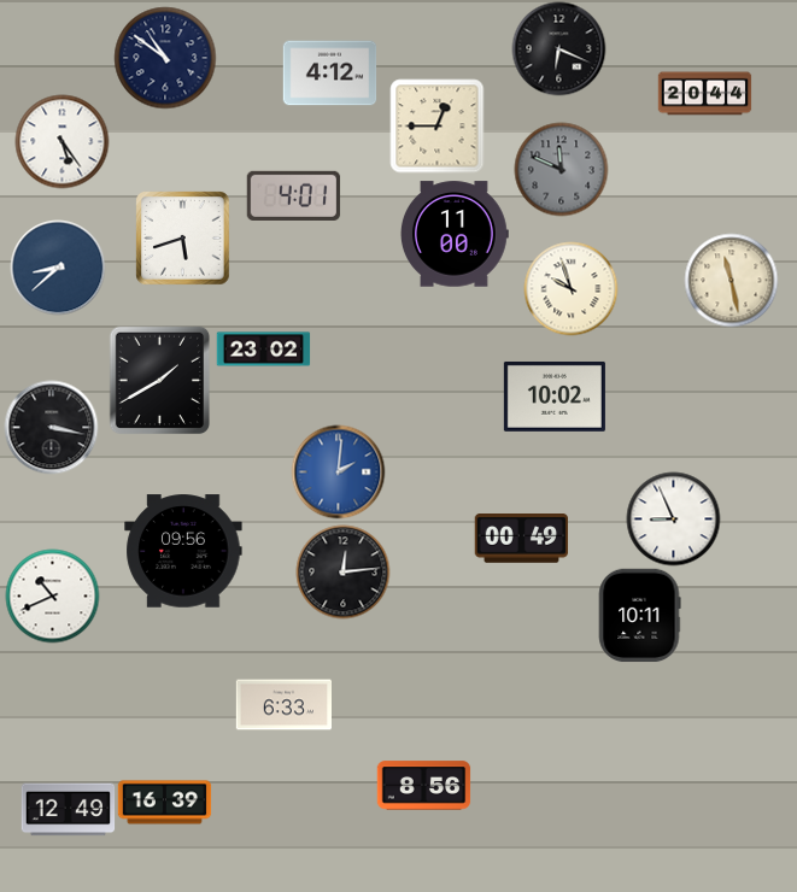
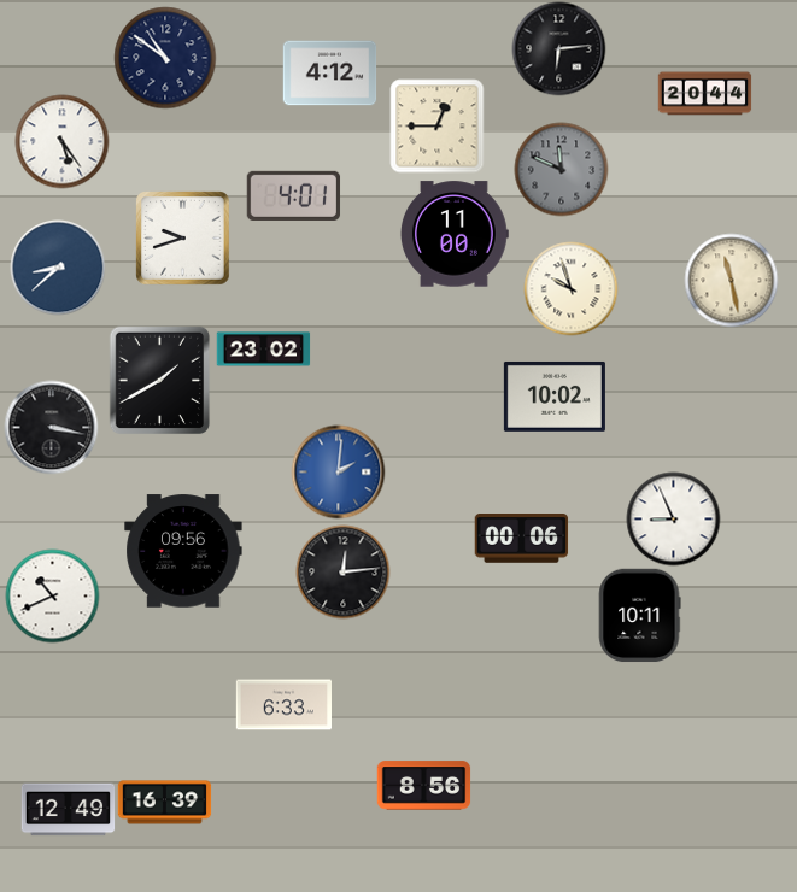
clock at (558, 48): 6:19 -> 6:14
clock at (182, 237): 5:42 -> 9:42
clock at (521, 539): 00:49 -> 00:06
